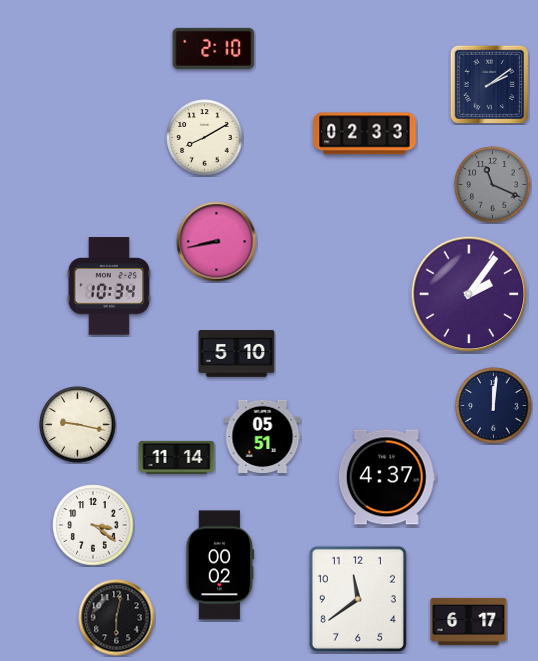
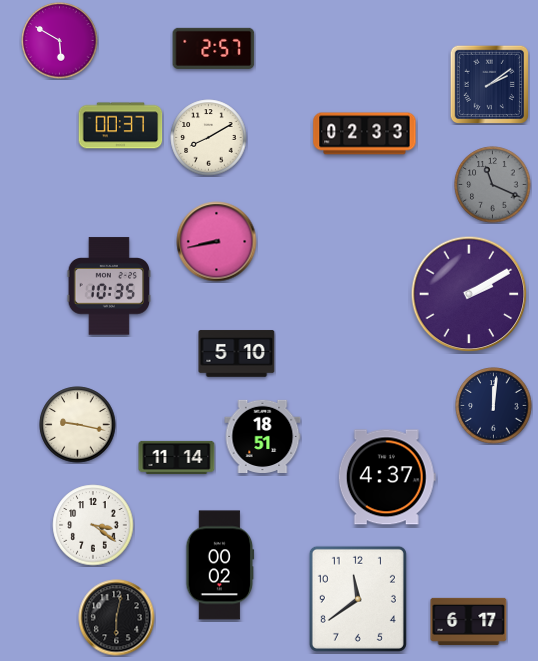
clock at (60, 41): none -> 5:50
clock at (214, 48): 2:10 -> 2:57
clock at (121, 126): none -> 00:37
clock at (205, 138) position: (205, 138) -> (209, 138)
clock at (109, 286): 10:34 -> 10:35
clock at (469, 294): 2:06 -> 2:10
clock at (263, 436): 05:51 -> 18:51
